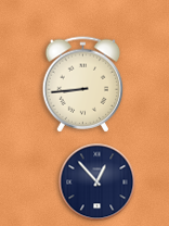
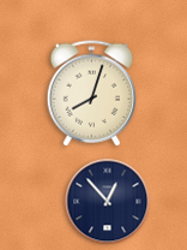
clock at (83, 85): 8:44 -> 8:03
